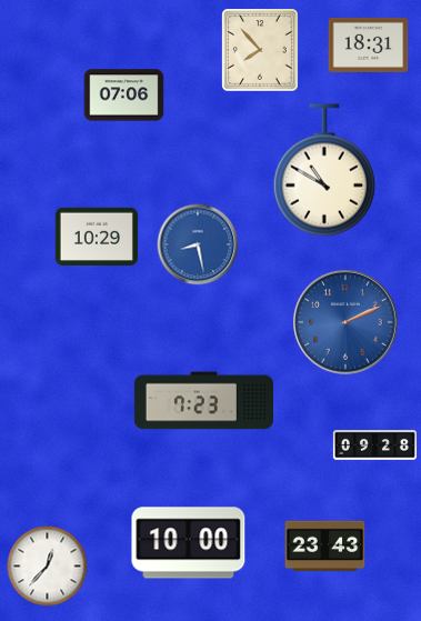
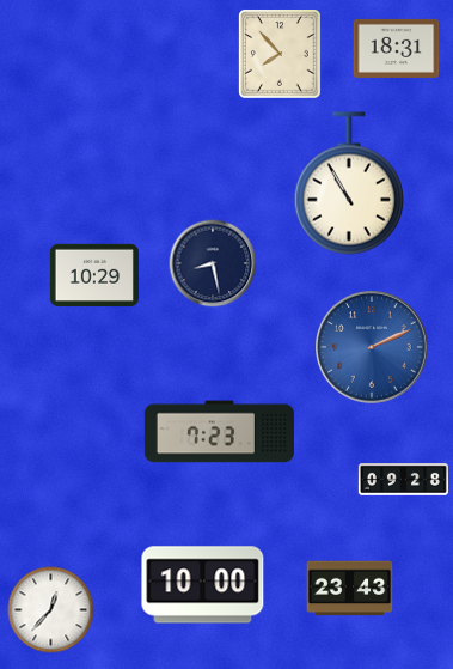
clock at (124, 96): 07:06 -> none
clock at (324, 170): 10:50 -> 10:55
clock at (96, 237) position: (96, 237) -> (93, 275)
clock at (198, 244) dial: blue -> navy
